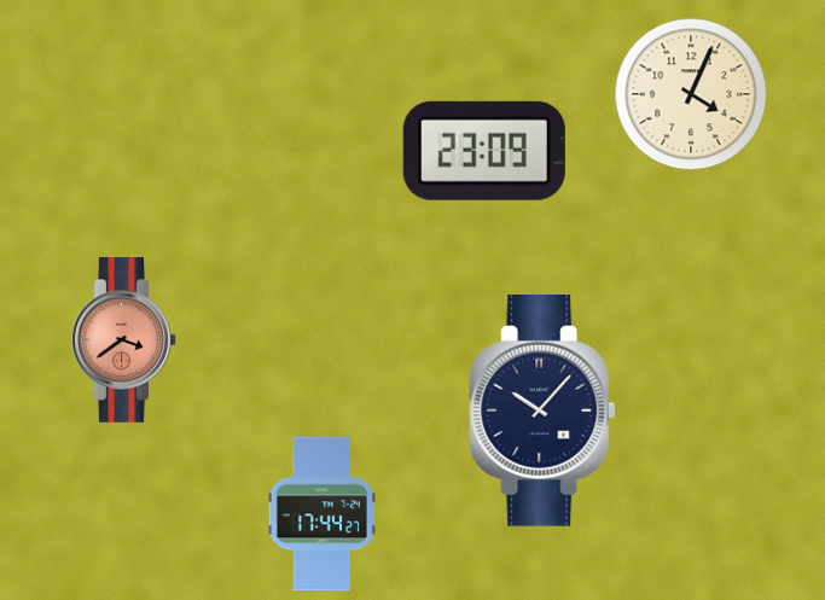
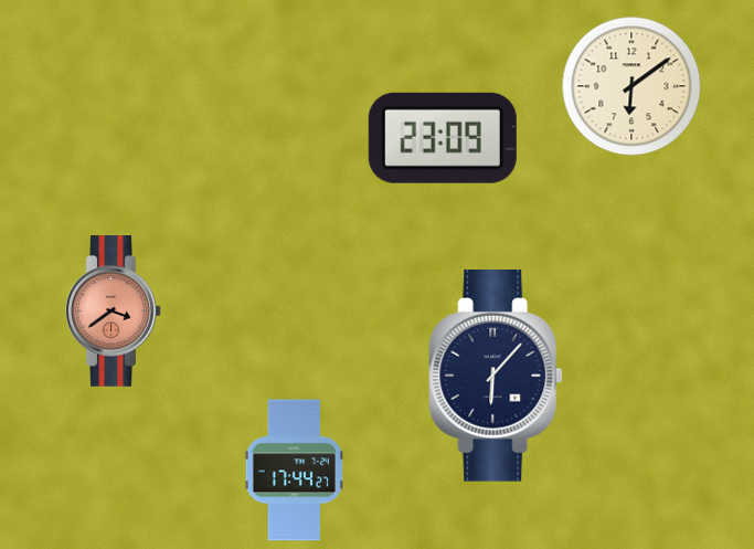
clock at (691, 94): 4:04 -> 6:09
clock at (542, 412): 10:07 -> 6:07
